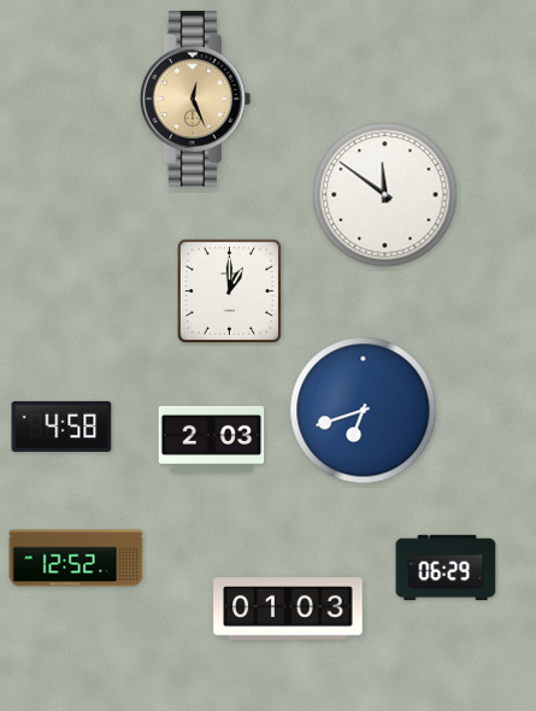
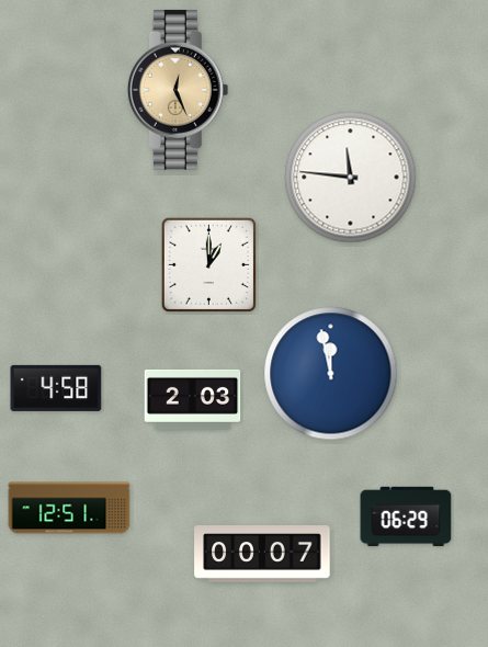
clock at (385, 195): 11:51 -> 11:46
clock at (364, 411): 6:42 -> 11:58
clock at (76, 558): 12:52 -> 12:51
clock at (288, 610): 01:03 -> 00:07
